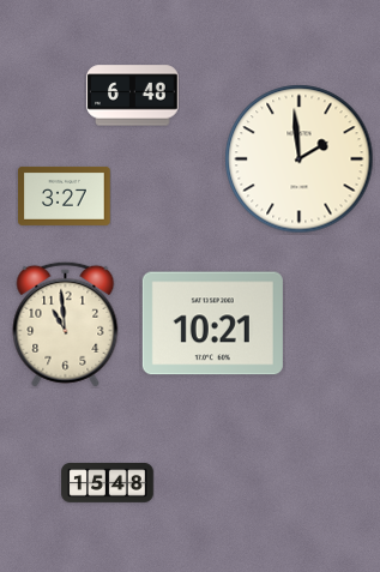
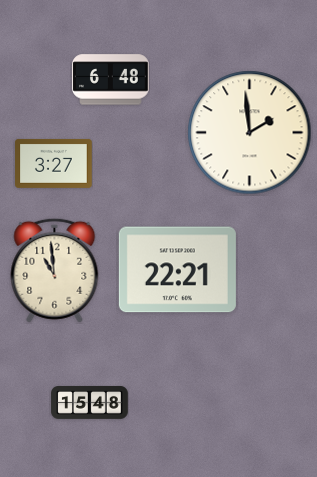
clock at (212, 324): 10:21 -> 22:21
